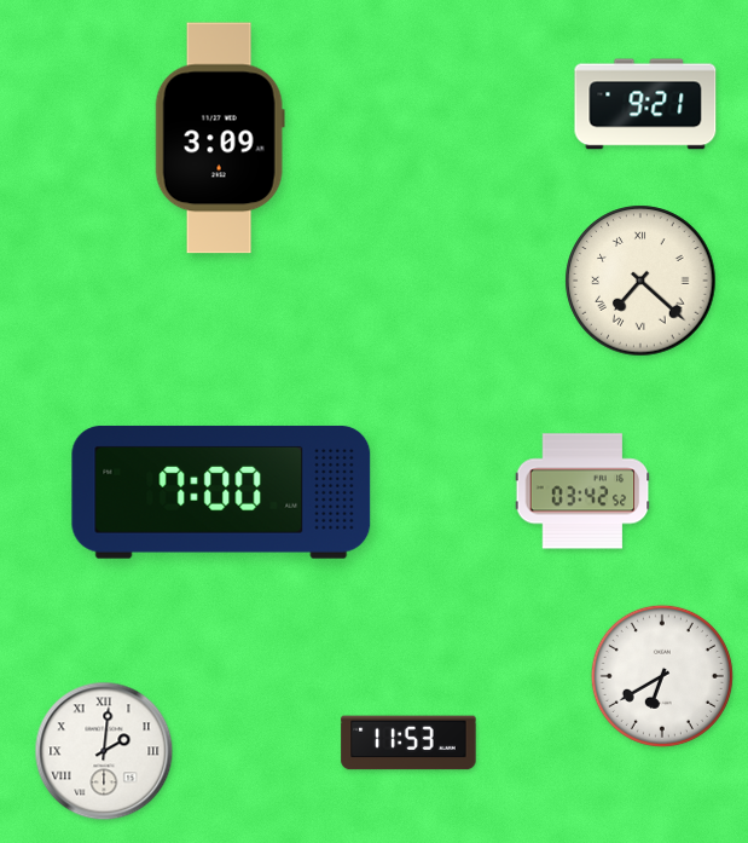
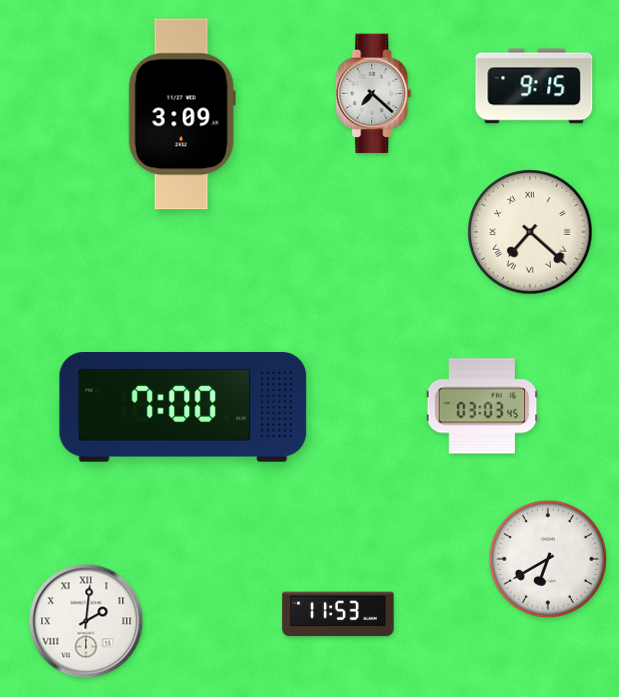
clock at (645, 104): 9:21 -> 9:15
clock at (374, 94): none -> 7:22
clock at (582, 491): 03:42 -> 03:03
